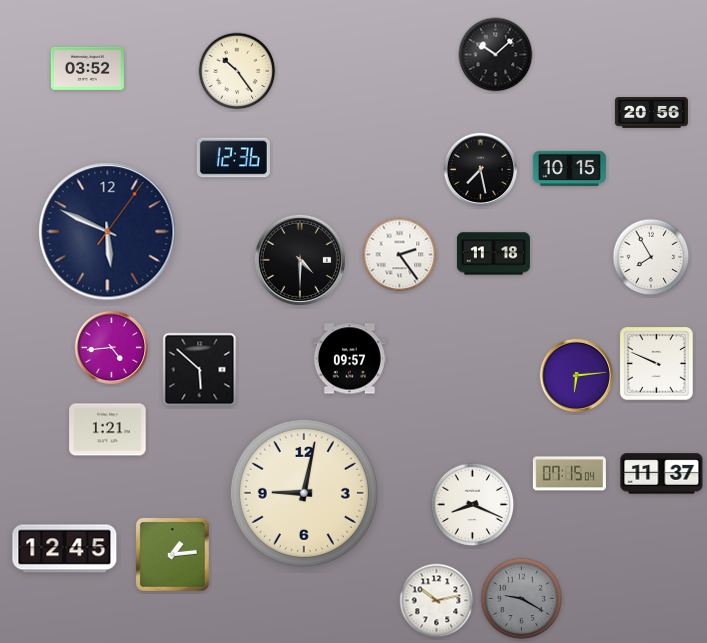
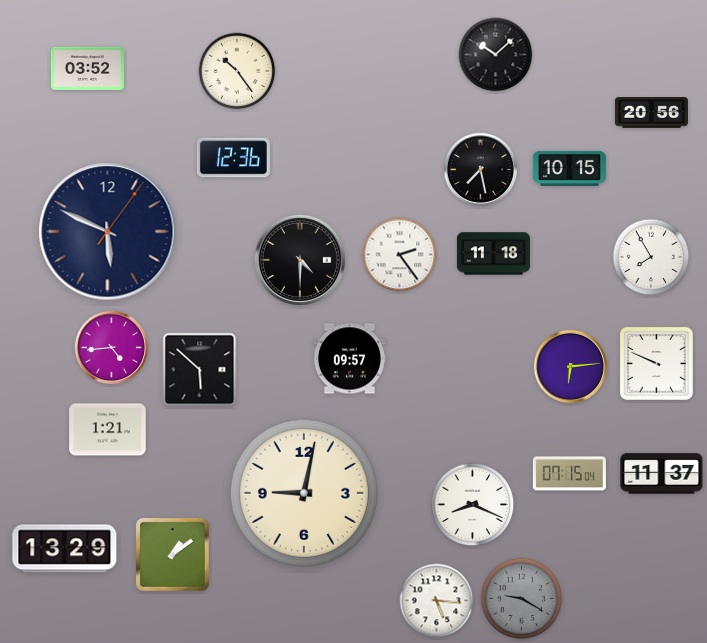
clock at (576, 375) position: (576, 375) -> (570, 366)
clock at (65, 549): 12:45 -> 13:29
clock at (172, 554): 1:14 -> 1:09
clock at (437, 601): 10:13 -> 5:16
